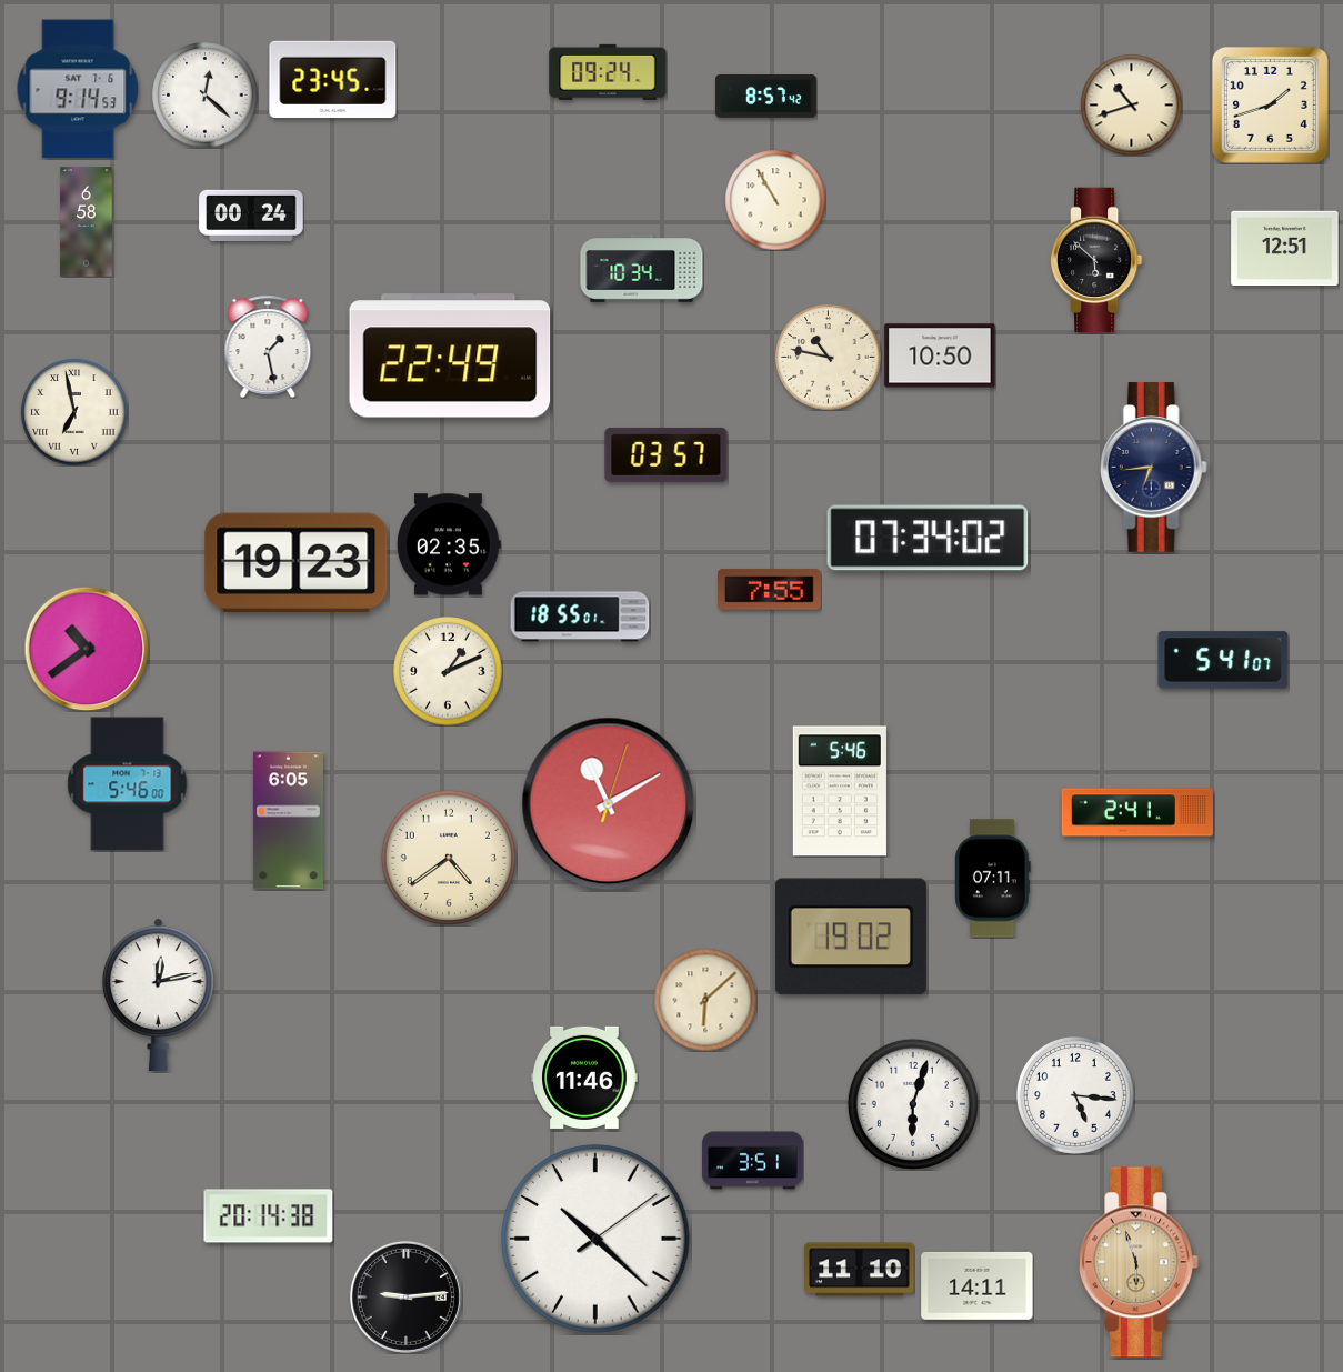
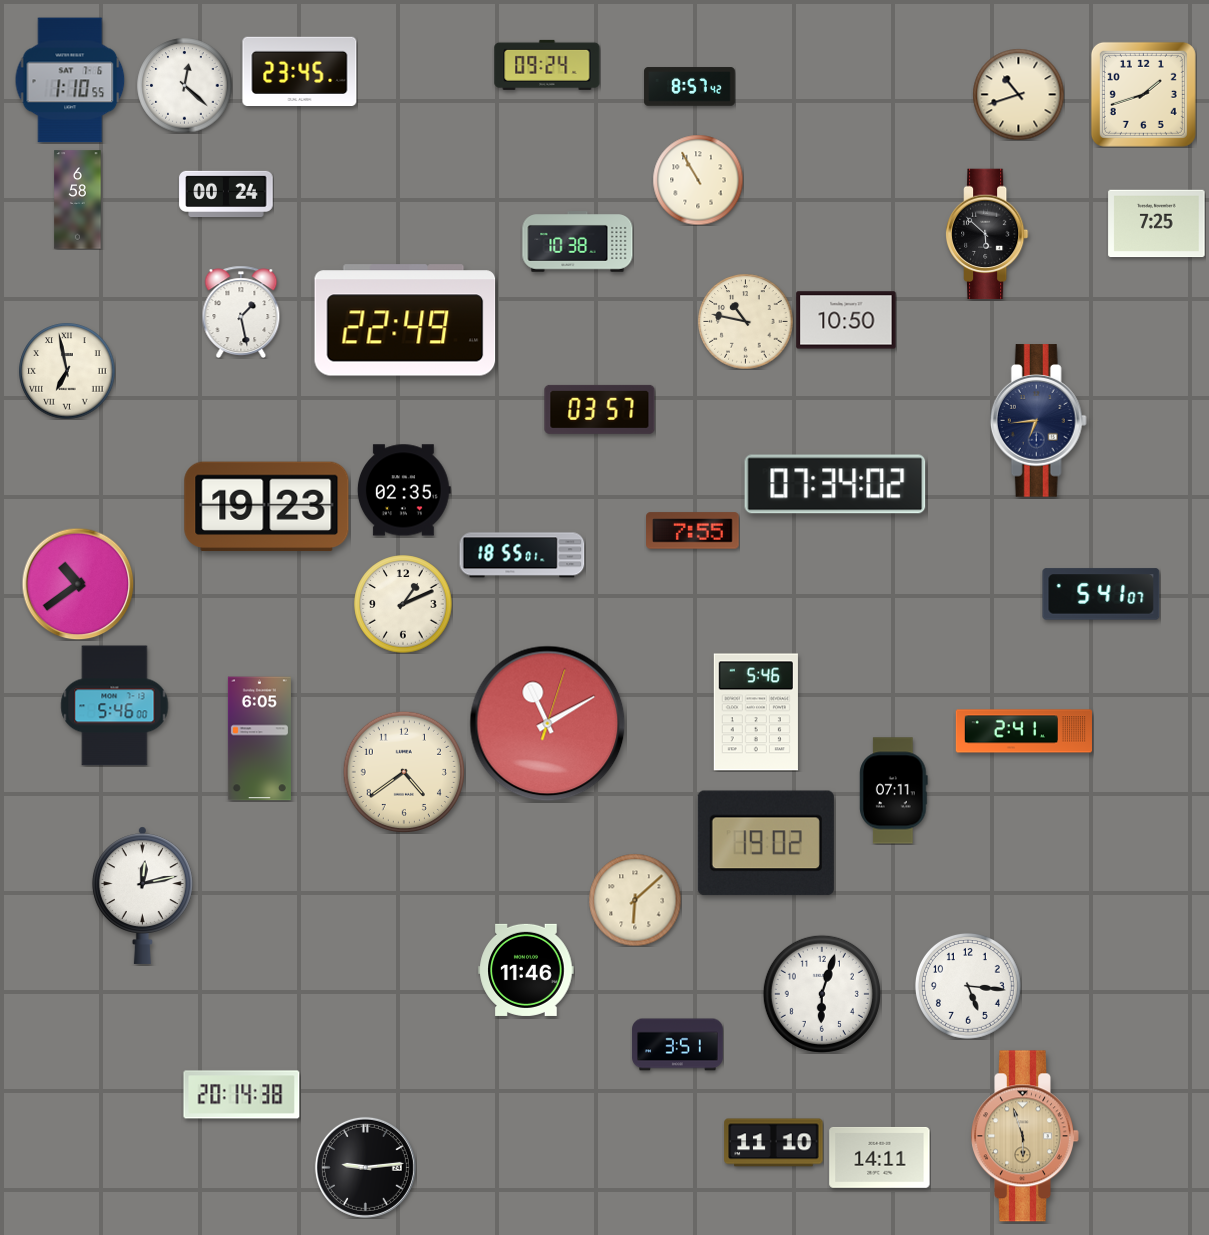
clock at (78, 89): 9:14 -> 1:10
clock at (1285, 249): 12:51 -> 7:25
clock at (642, 269): 10:34 -> 10:38
clock at (595, 1239): 10:22 -> none
